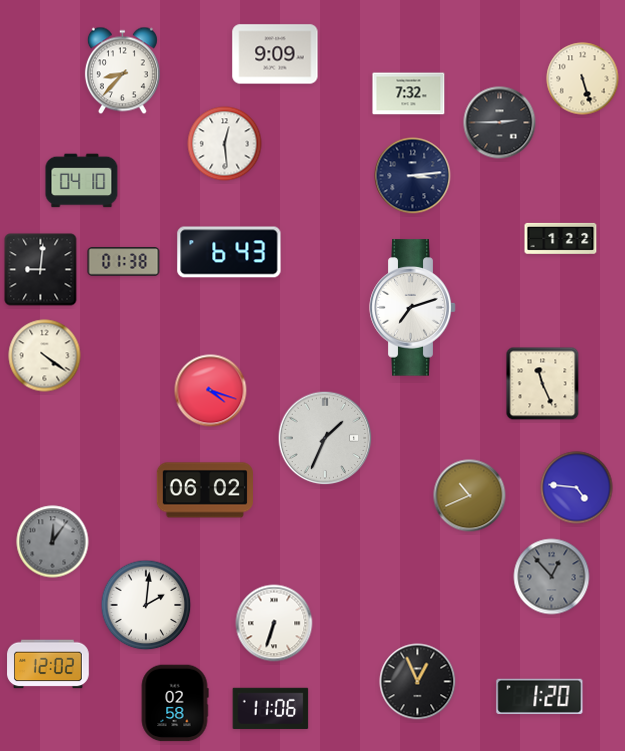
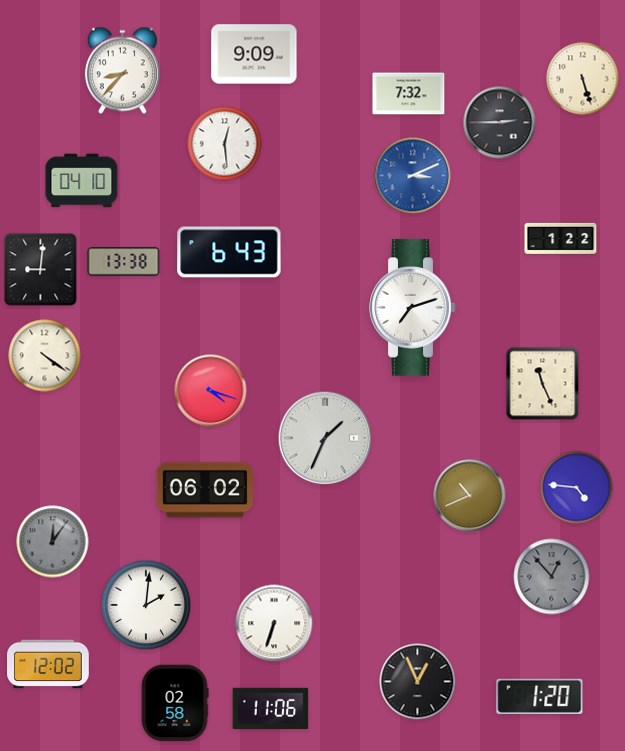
clock at (275, 54) position: (275, 54) -> (254, 54)
clock at (413, 176): 3:14 -> 3:11
clock at (413, 176) dial: navy -> blue
clock at (124, 262): 01:38 -> 13:38
